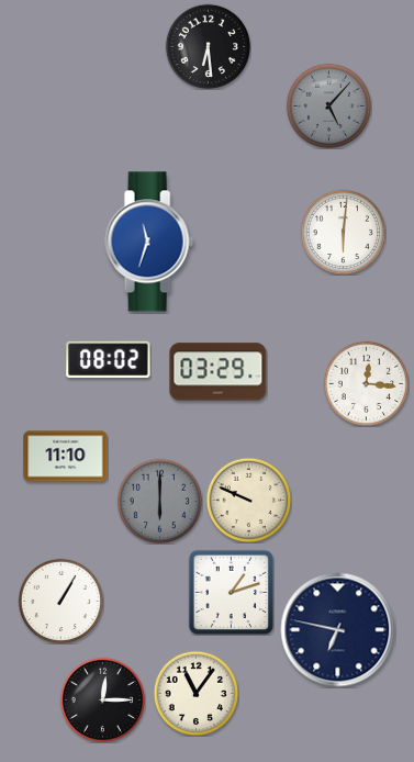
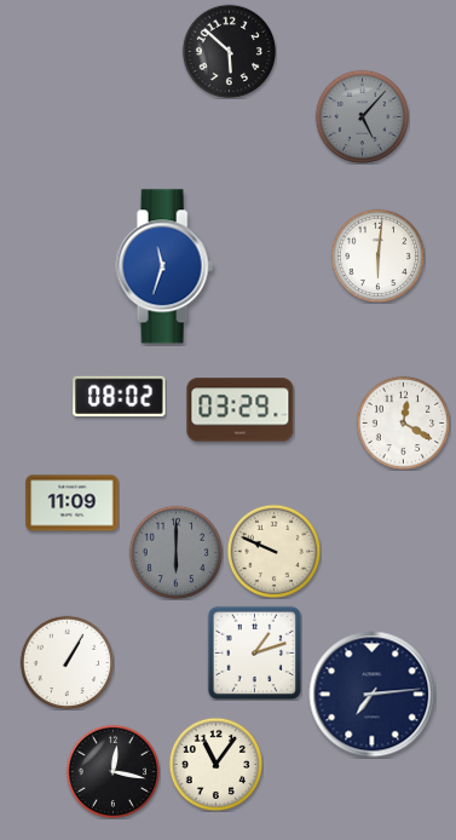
clock at (208, 46): 6:29 -> 5:52
clock at (366, 383): 12:16 -> 12:20
clock at (66, 457): 11:10 -> 11:09
clock at (338, 630): 6:47 -> 7:14
clock at (102, 699): 12:15 -> 12:17
